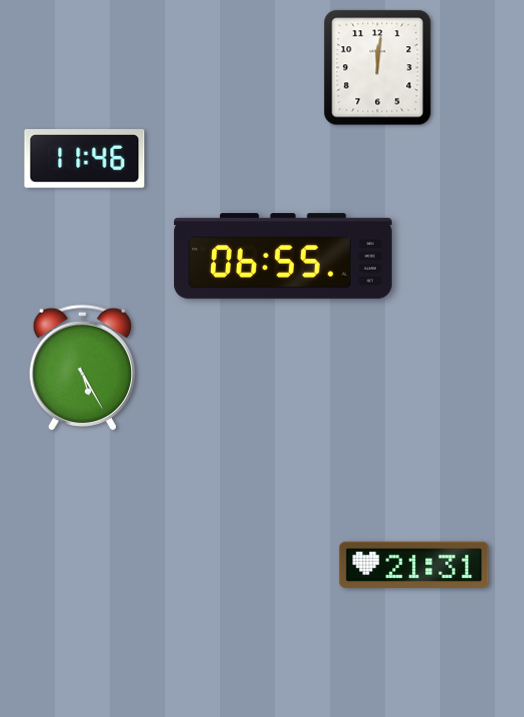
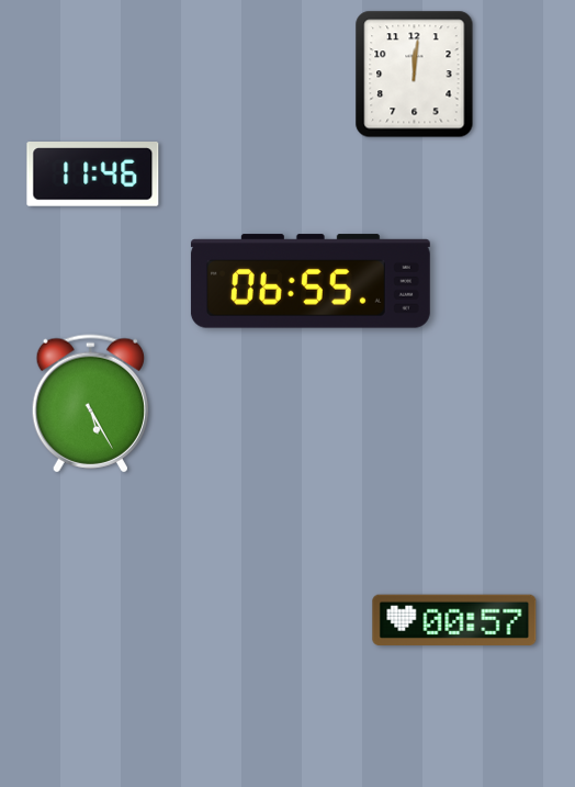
clock at (414, 564): 21:31 -> 00:57
